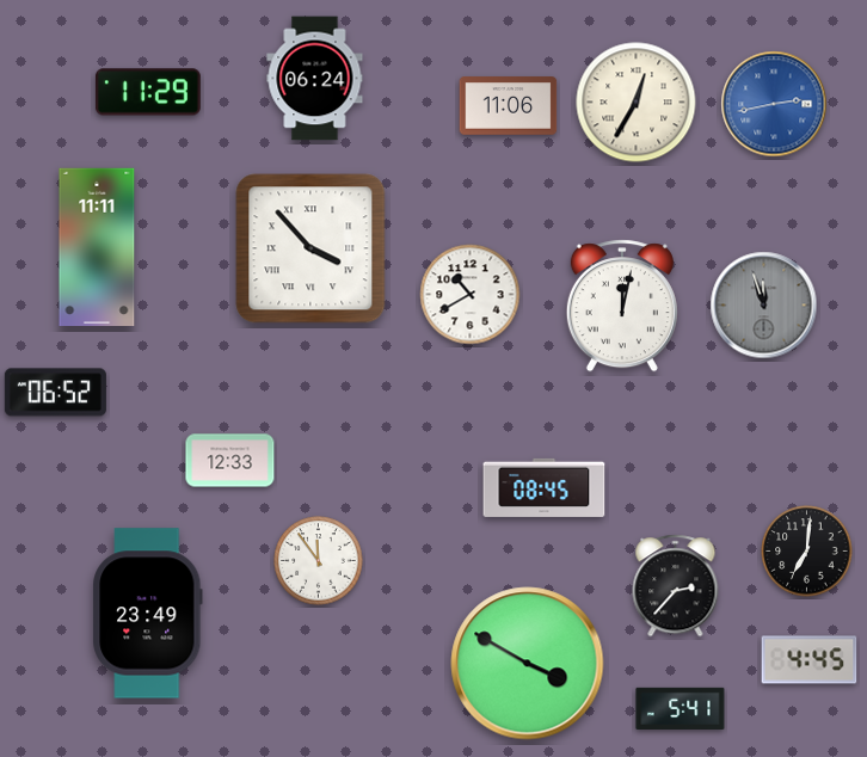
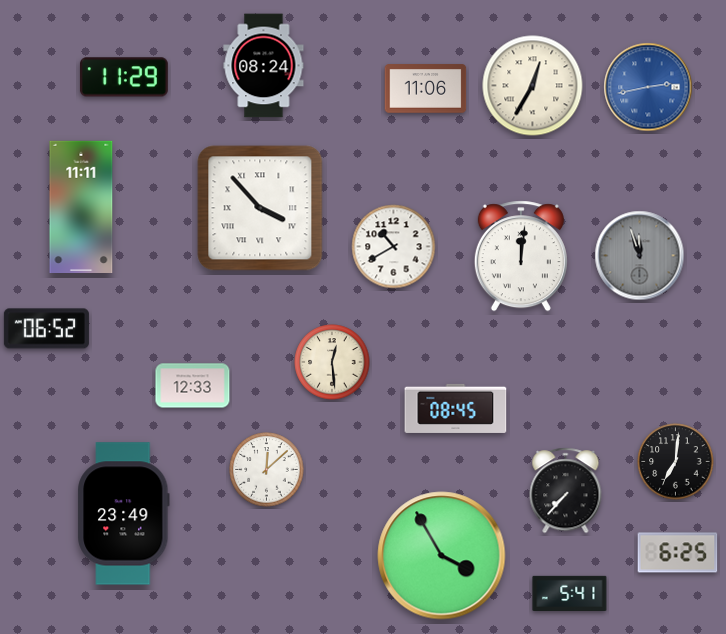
clock at (315, 79): 06:24 -> 08:24
clock at (622, 306): 12:02 -> 12:01
clock at (332, 362): none -> 12:29
clock at (319, 561): 11:54 -> 12:08
clock at (676, 586): 2:37 -> 7:37
clock at (810, 660): 4:45 -> 6:25
clock at (528, 664): 3:50 -> 3:55
